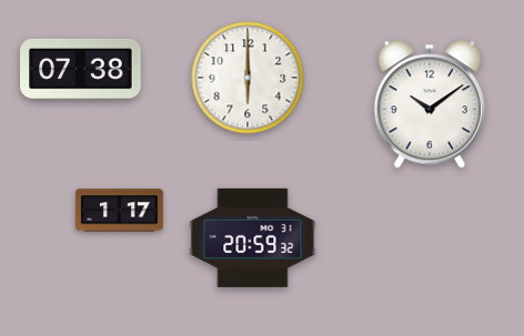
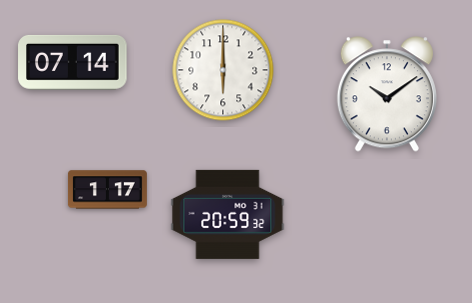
clock at (81, 69): 07:38 -> 07:14
